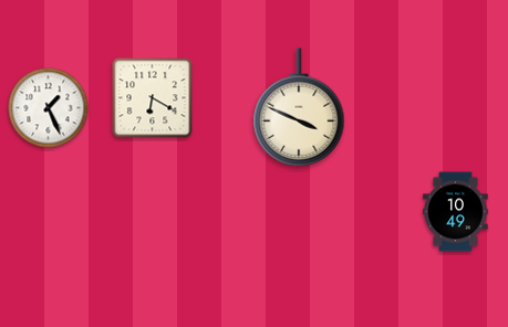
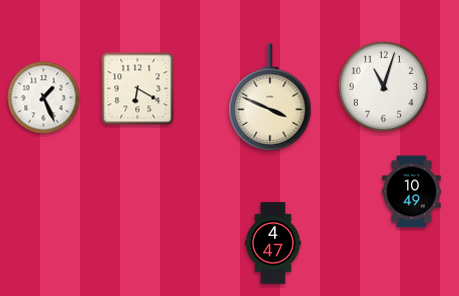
clock at (384, 87): none -> 11:03
clock at (274, 243): none -> 4:47
